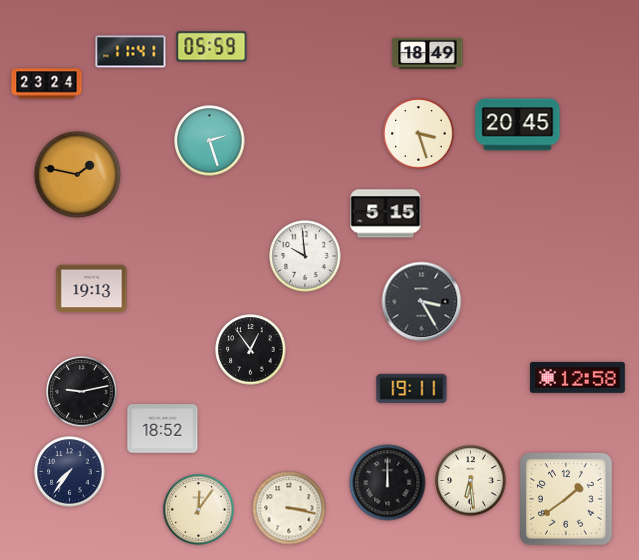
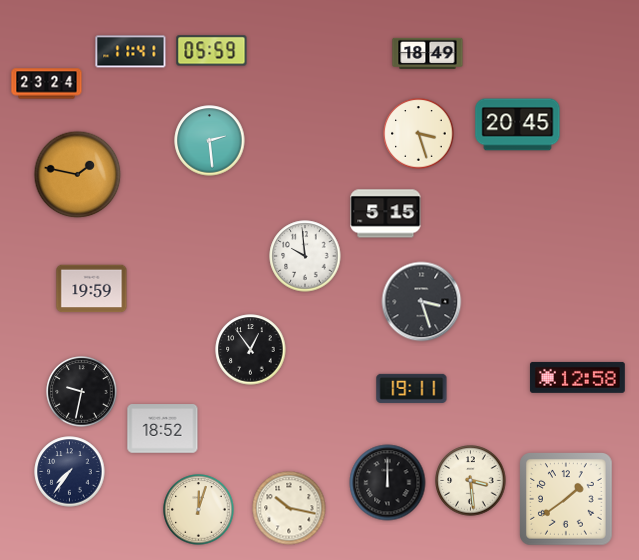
clock at (212, 47) position: (212, 47) -> (212, 51)
clock at (210, 141): 2:27 -> 2:29
clock at (92, 289): 19:13 -> 19:59
clock at (422, 302): 3:25 -> 3:27
clock at (82, 392): 9:13 -> 9:32
clock at (471, 481): 6:29 -> 3:29
clock at (289, 508): 3:17 -> 10:17
clock at (199, 510): 12:06 -> 12:03
